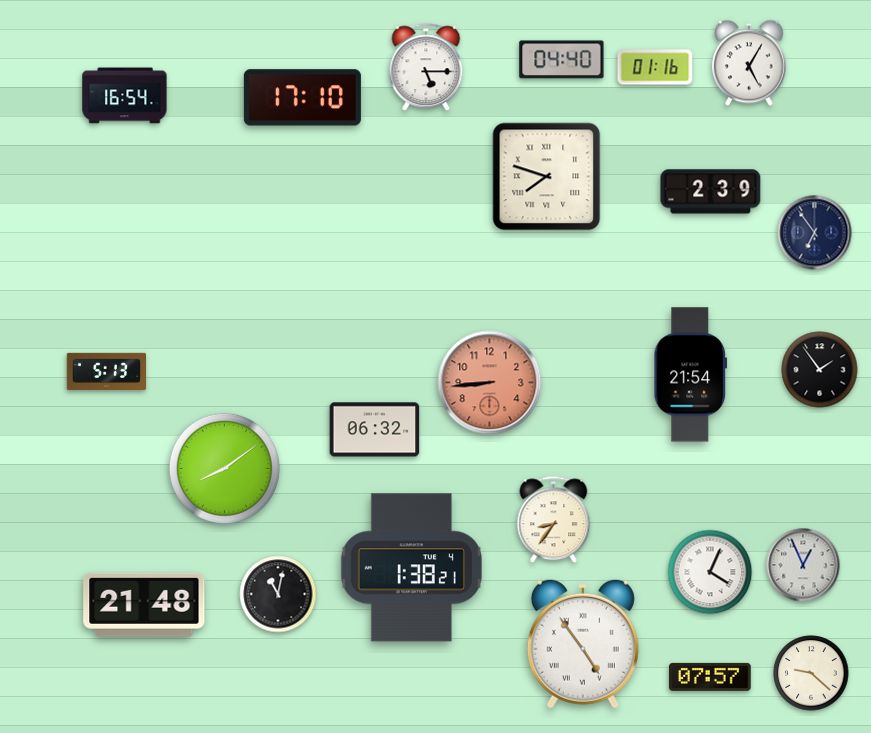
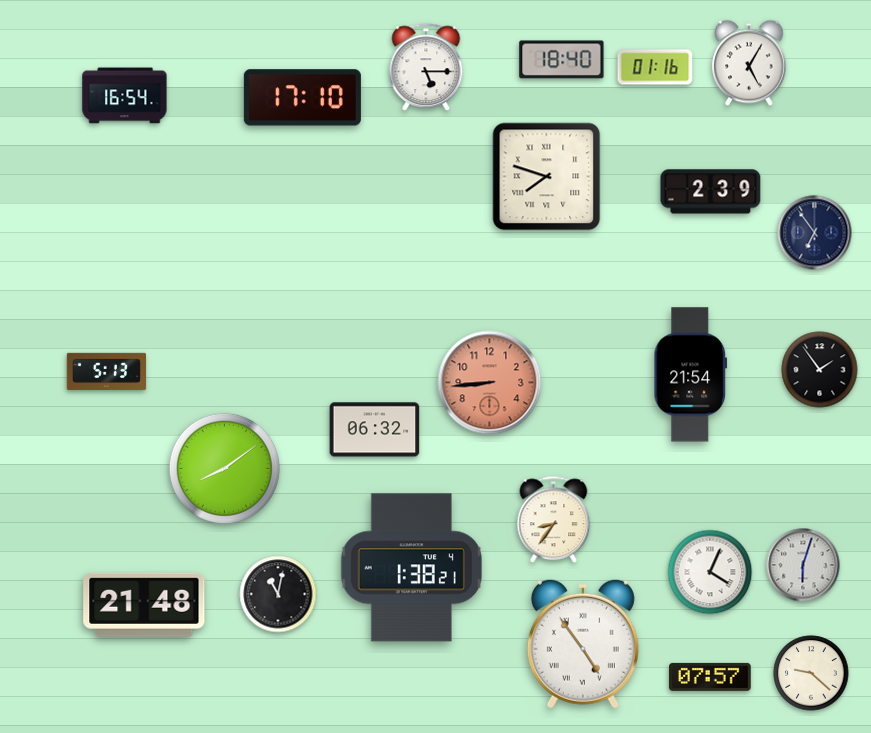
clock at (562, 60): 04:40 -> 18:40
clock at (803, 565): 12:56 -> 6:03
